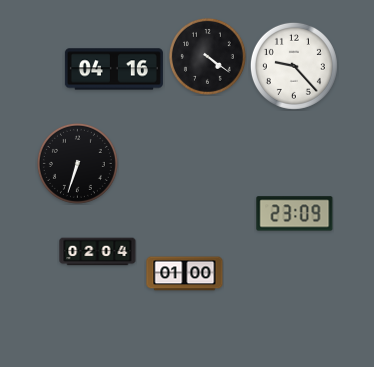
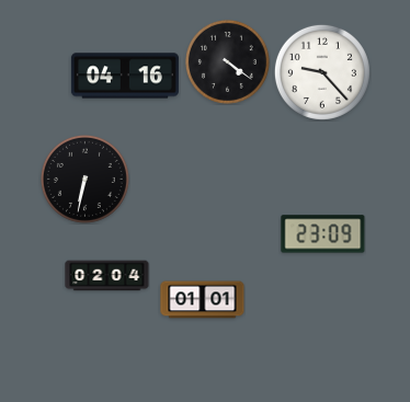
clock at (77, 163): 6:33 -> 6:32
clock at (185, 274): 01:00 -> 01:01
